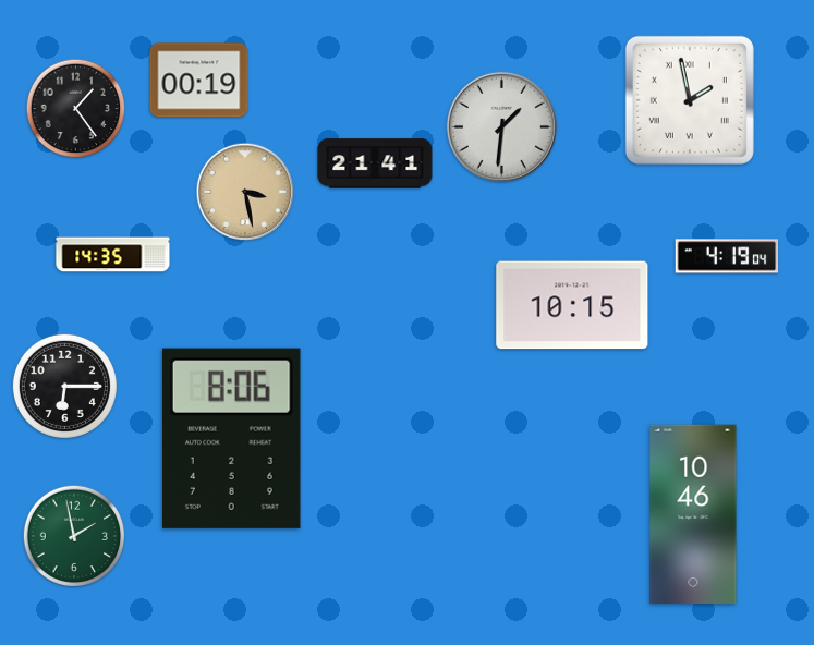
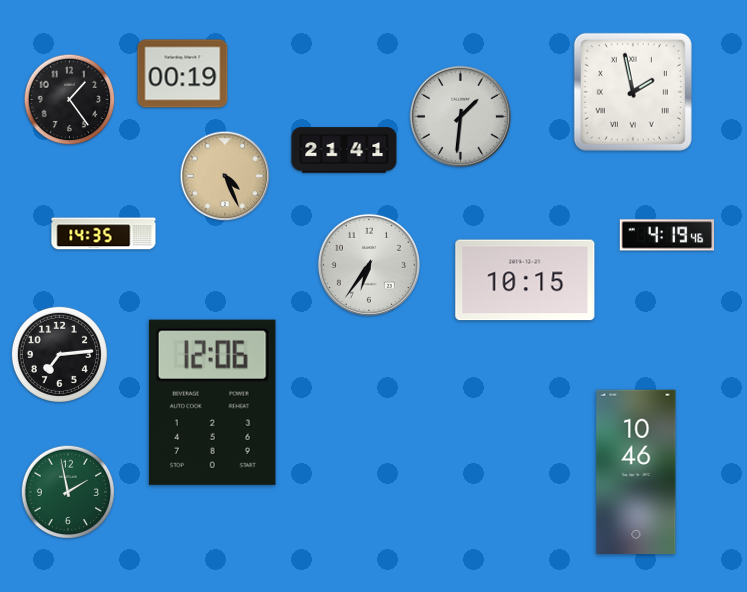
clock at (245, 192): 3:28 -> 4:26
clock at (727, 256): 4:19:04 -> 4:19:46
clock at (369, 265): none -> 6:36
clock at (64, 386): 6:15 -> 7:14
clock at (231, 438): 8:06 -> 12:06
